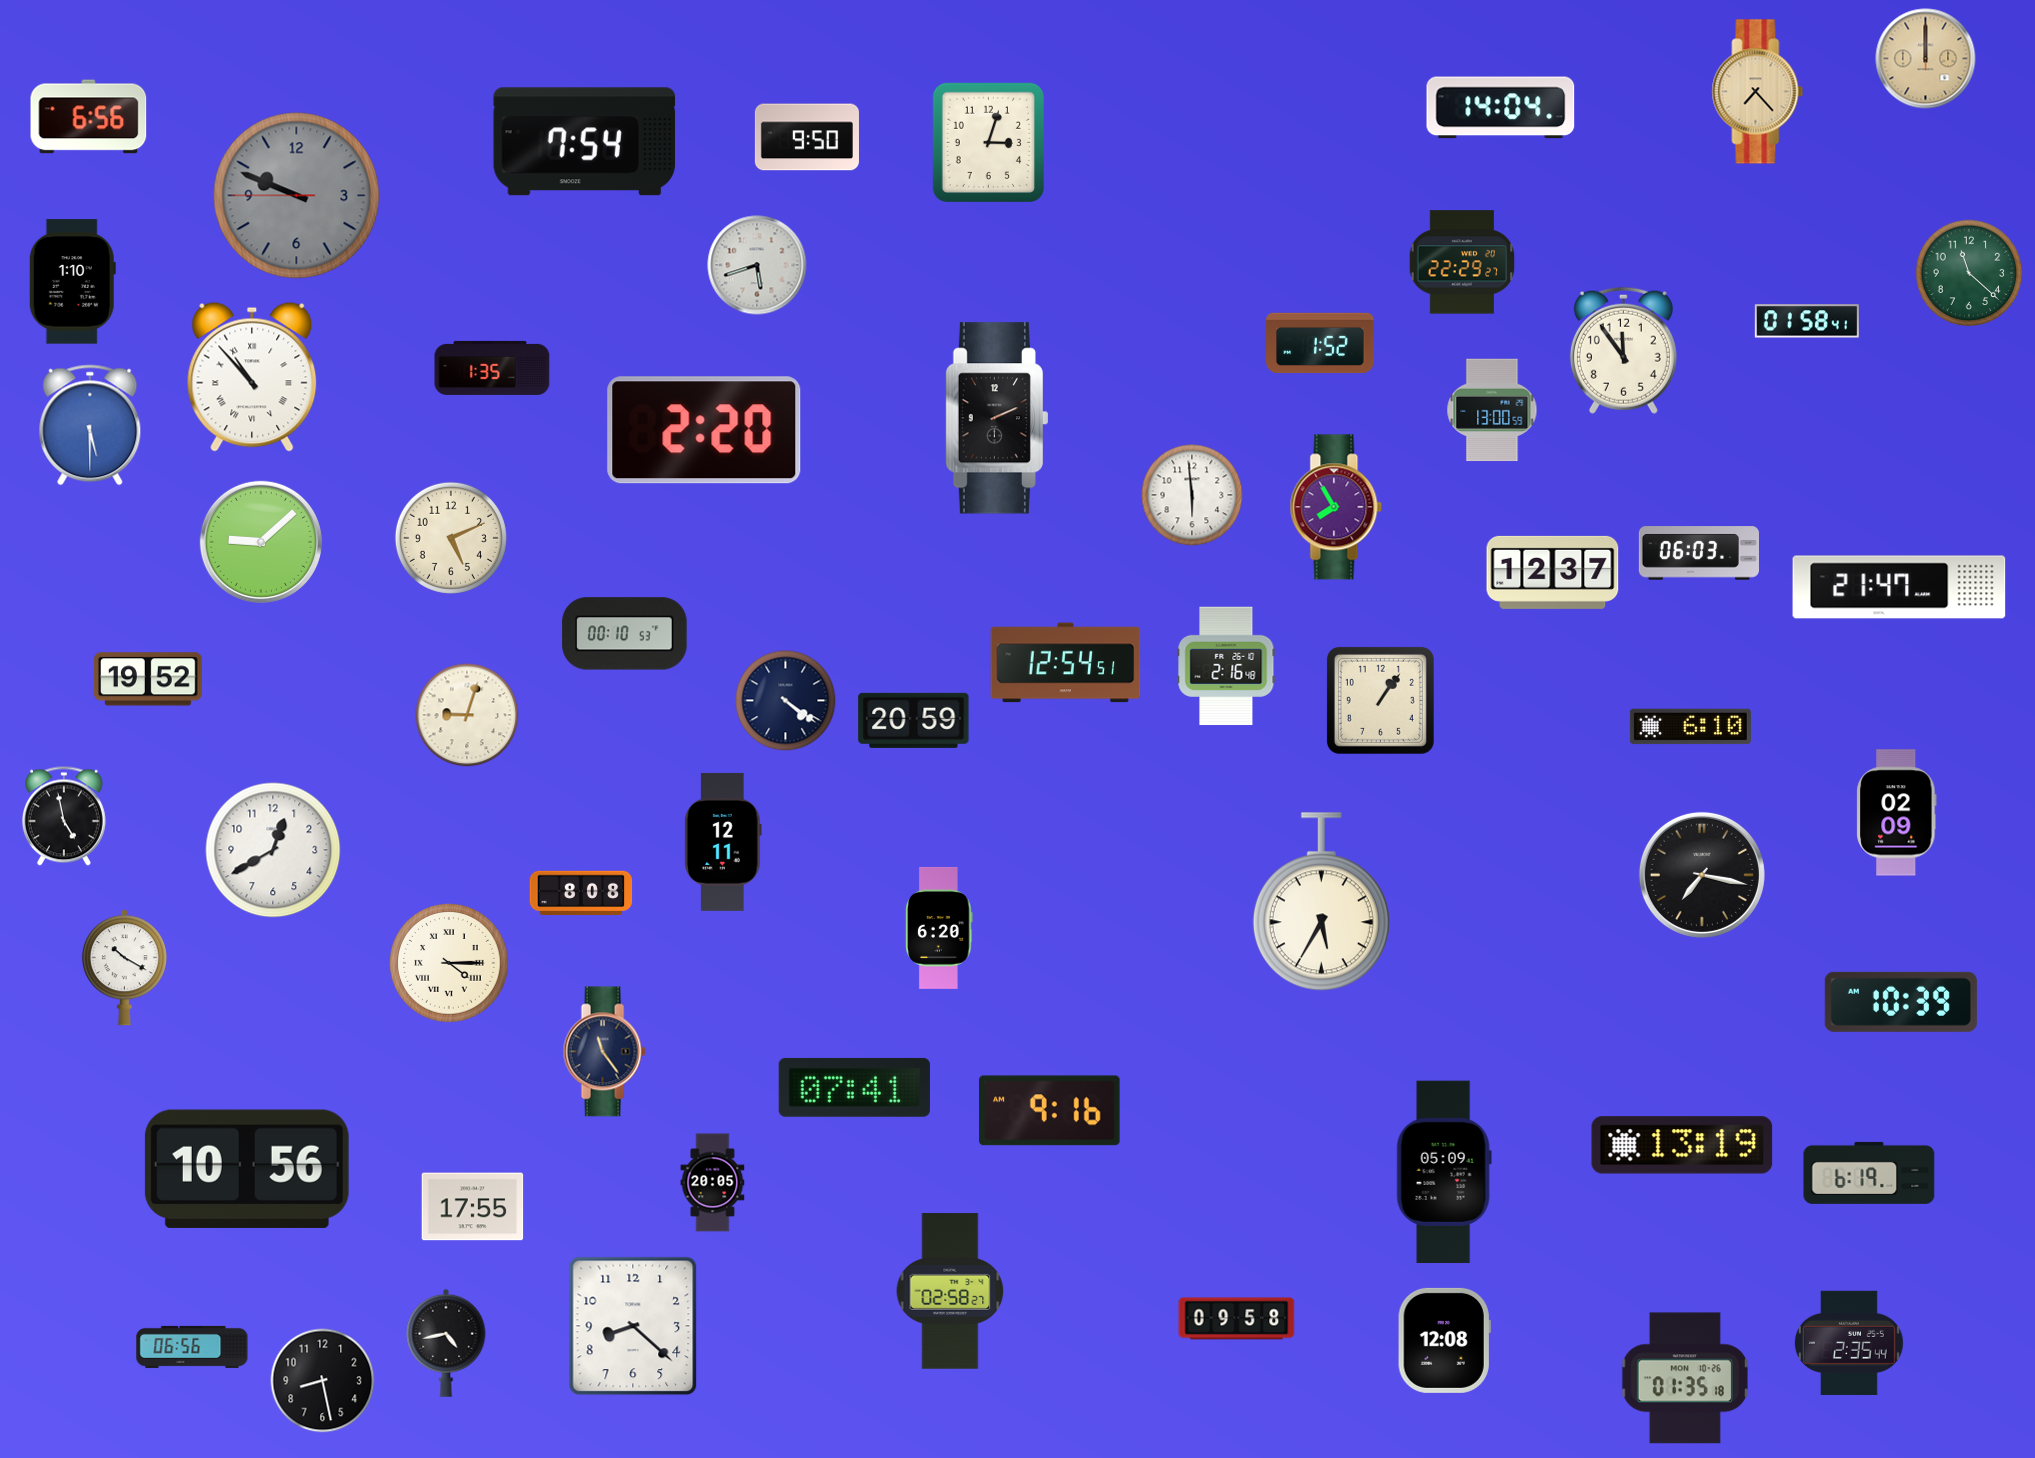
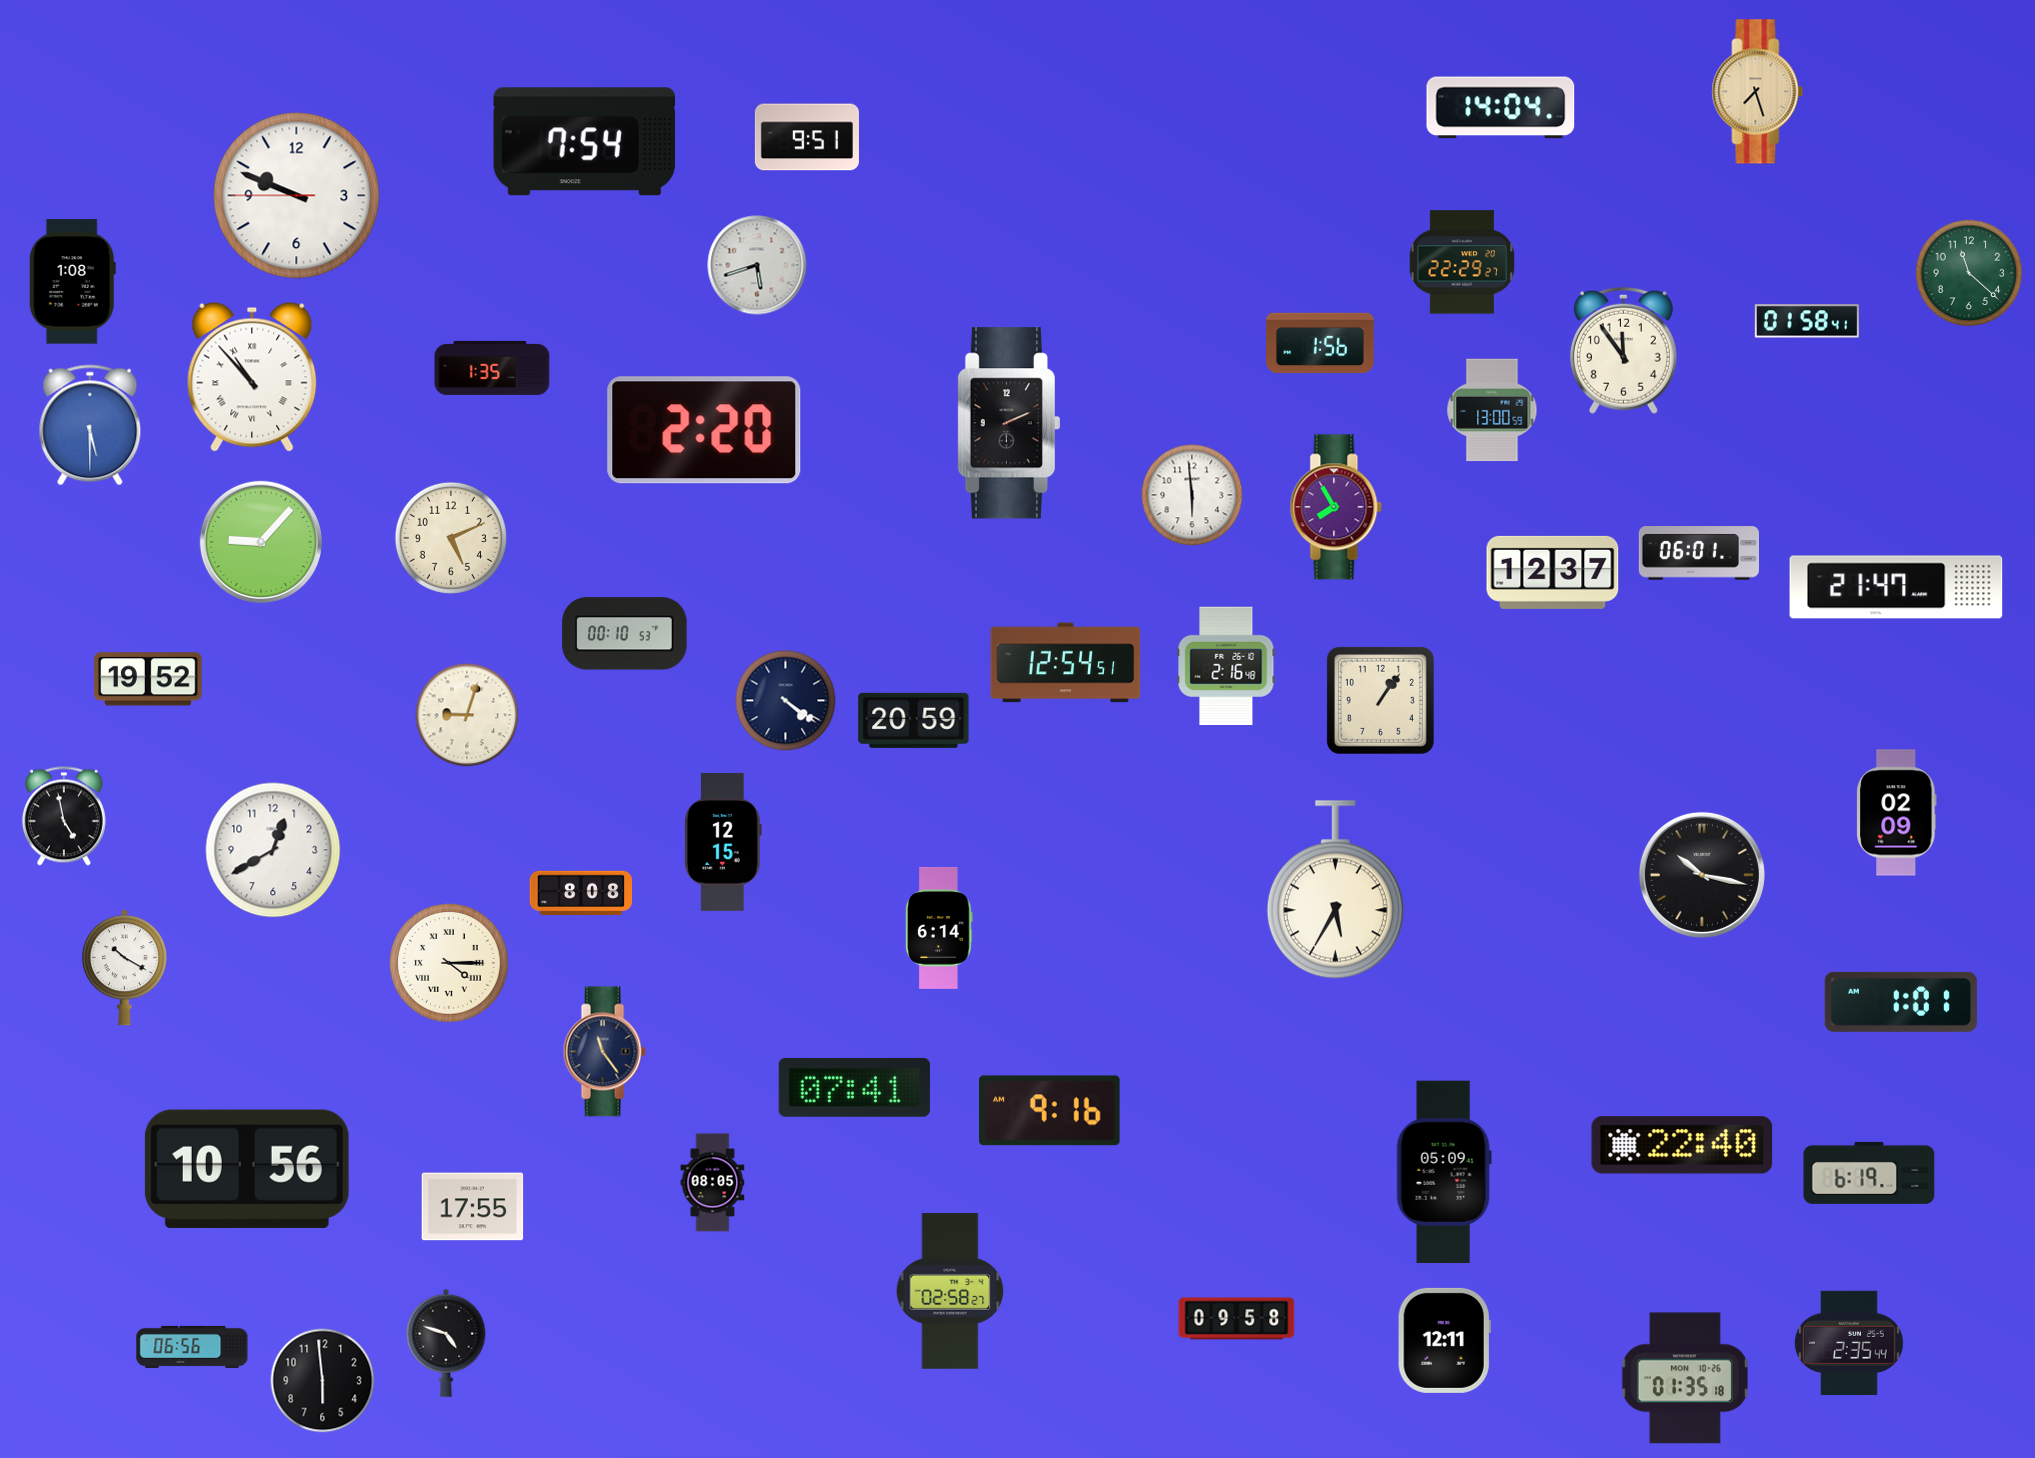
clock at (1926, 59): 12:00 -> none
clock at (1758, 92): 7:23 -> 7:27
clock at (89, 117): 6:56 -> none
clock at (807, 137): 9:50 -> 9:51
clock at (988, 142): 3:03 -> none
clock at (297, 196) dial: grey -> white
clock at (72, 282): 1:10 -> 1:08
clock at (1320, 343): 1:52 -> 1:56
clock at (997, 418) position: (997, 418) -> (1009, 423)
clock at (261, 542): 9:08 -> 9:07
clock at (1699, 553): 06:03 -> 06:01
clock at (1899, 587) position: (1899, 587) -> (1896, 587)
clock at (1690, 727): 6:10 -> none
clock at (723, 842): 12:11 -> 12:15
clock at (1702, 875): 7:17 -> 10:17
clock at (1321, 902) position: (1321, 902) -> (1335, 890)
clock at (939, 928): 6:20 -> 6:14
clock at (1901, 1002): 10:39 -> 1:01
clock at (1682, 1145): 13:19 -> 22:40
clock at (713, 1183): 20:05 -> 08:05
clock at (633, 1326): 8:22 -> none
clock at (1444, 1340): 12:08 -> 12:11
clock at (446, 1343): 4:43 -> 4:48
clock at (323, 1381): 8:28 -> 5:59
